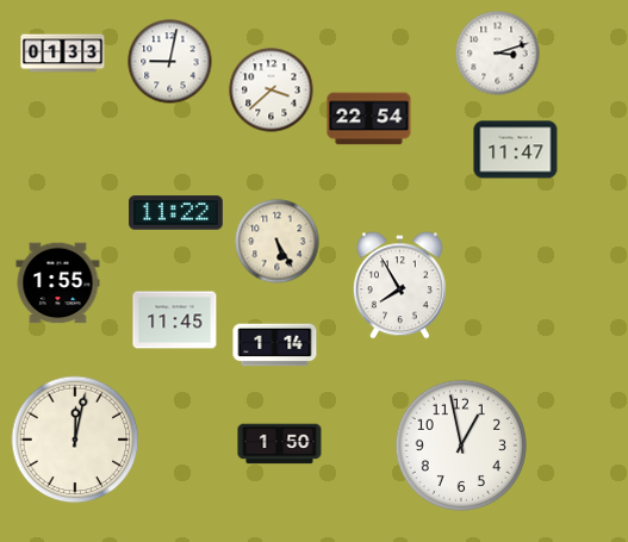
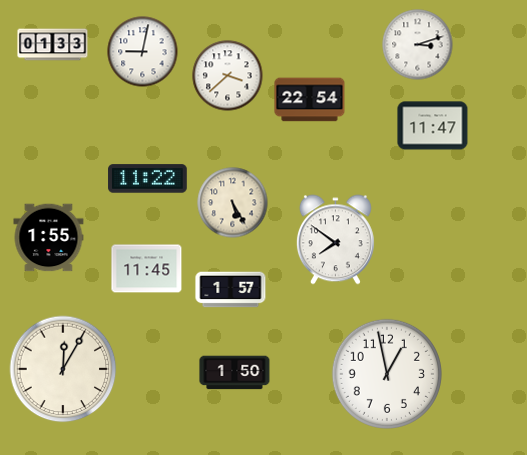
clock at (399, 286): 7:55 -> 7:51
clock at (275, 345): 1:14 -> 1:57
clock at (75, 440): 12:02 -> 12:05
